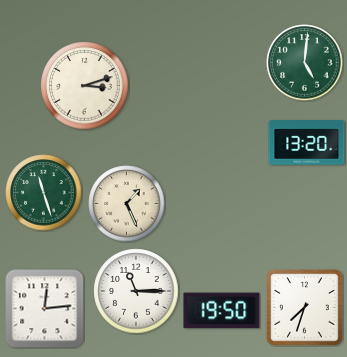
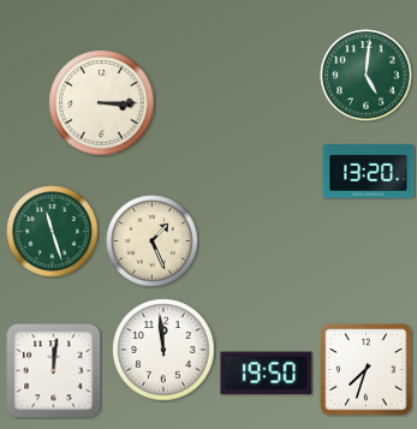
clock at (85, 86): 3:12 -> 3:15
clock at (127, 204) position: (127, 204) -> (153, 242)
clock at (136, 291): 11:15 -> 11:59
clock at (45, 309): 12:14 -> 12:01
